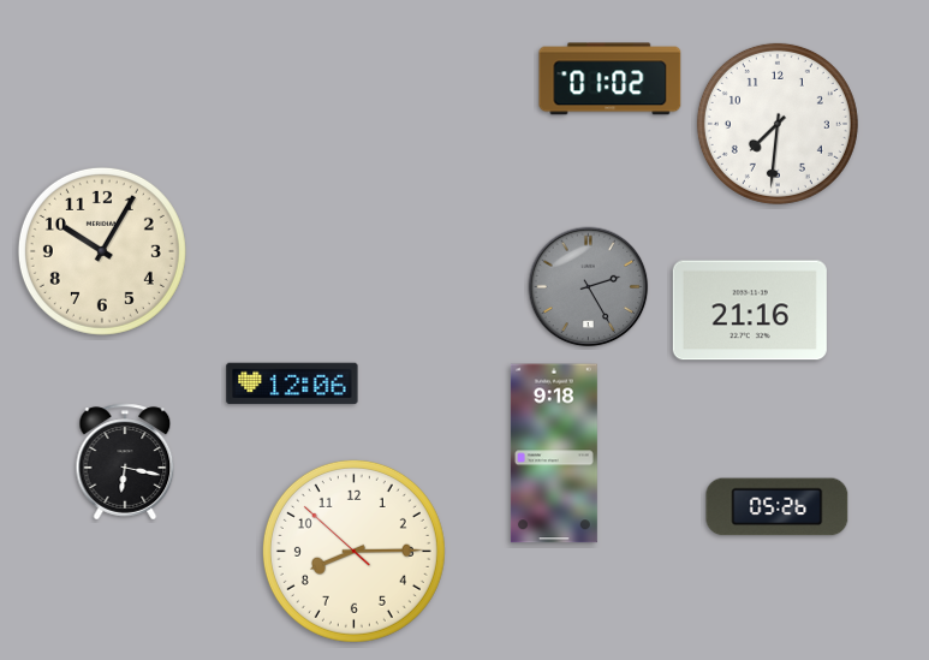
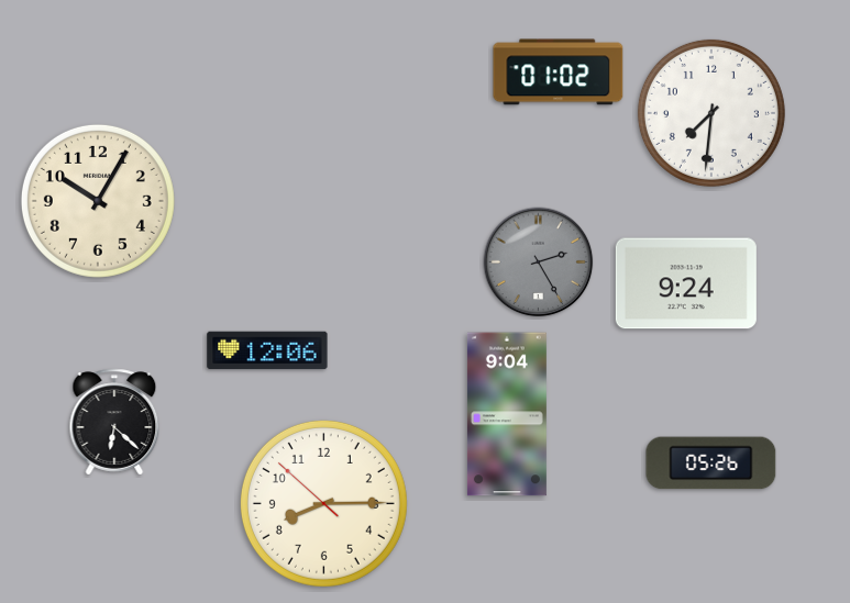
clock at (102, 251) position: (102, 251) -> (98, 201)
clock at (750, 310): 21:16 -> 9:24
clock at (554, 453): 9:18 -> 9:04
clock at (125, 462): 6:17 -> 6:22
